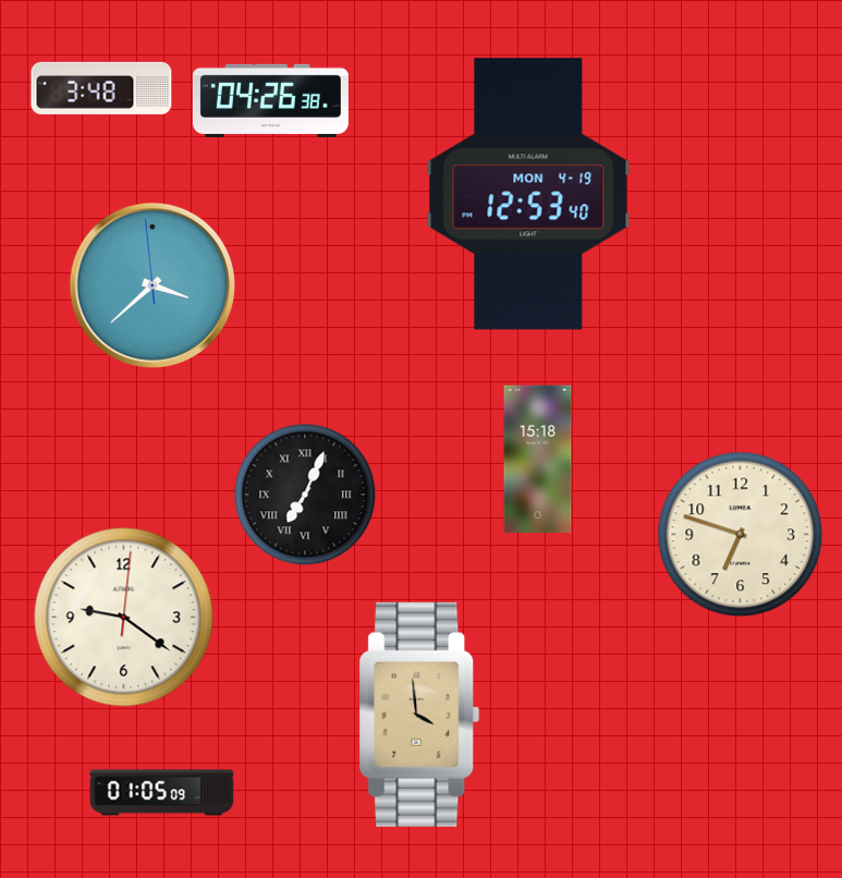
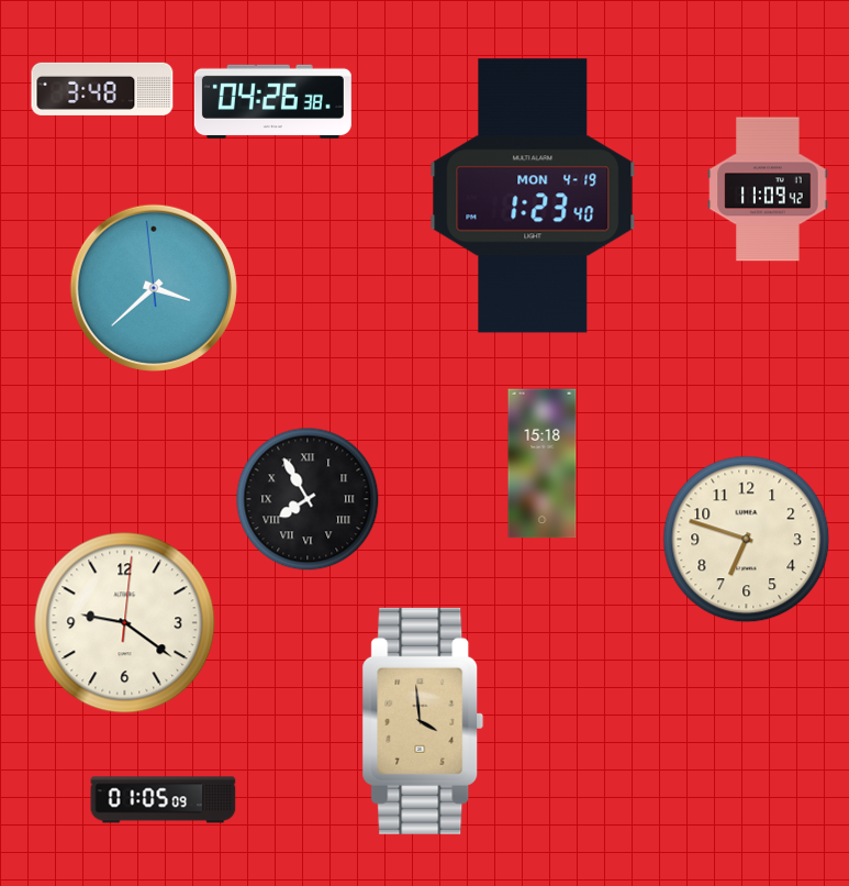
clock at (768, 189): none -> 11:09
clock at (528, 194): 12:53 -> 1:23
clock at (305, 495): 7:04 -> 7:55
